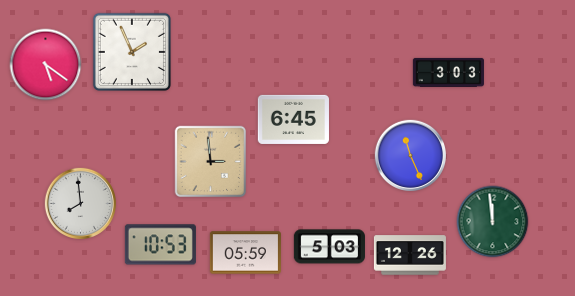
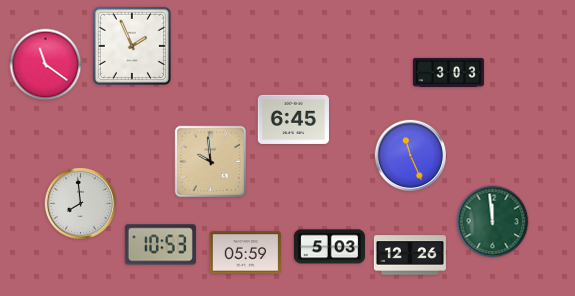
clock at (132, 52) position: (132, 52) -> (132, 46)
clock at (46, 65): 5:21 -> 11:21
clock at (211, 162): 2:59 -> 9:59
